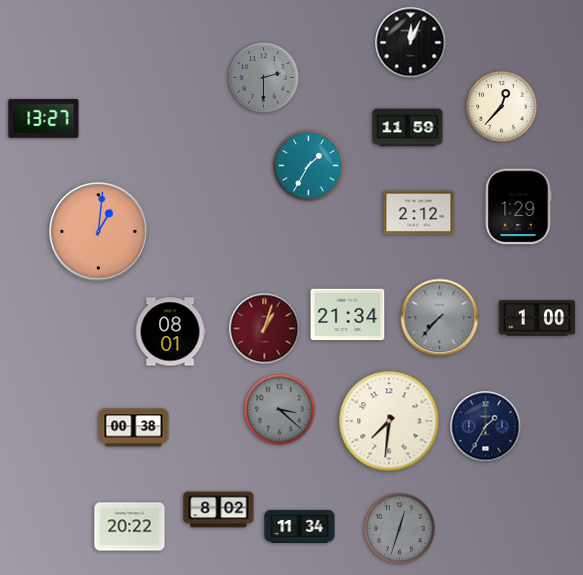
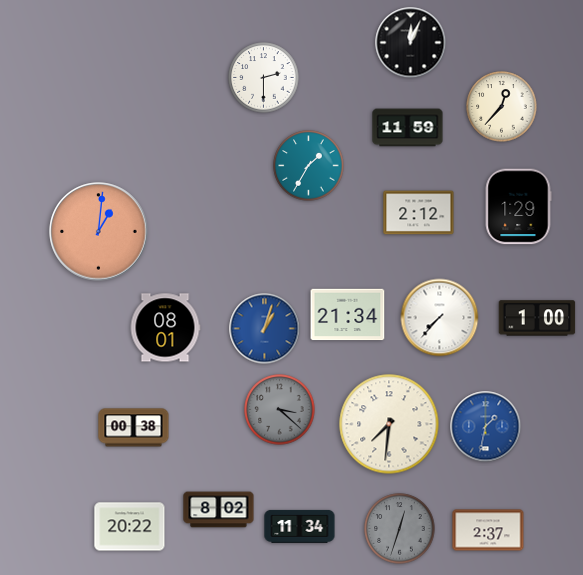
clock at (264, 78) dial: grey -> white
clock at (44, 119): 13:27 -> none
clock at (440, 318) dial: grey -> white
clock at (265, 329) dial: burgundy -> blue
clock at (170, 332) position: (170, 332) -> (165, 328)
clock at (389, 421) position: (389, 421) -> (389, 424)
clock at (486, 427): 1:35 -> 1:32
clock at (486, 427) dial: navy -> blue
clock at (488, 530): none -> 2:37
